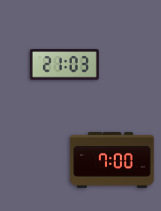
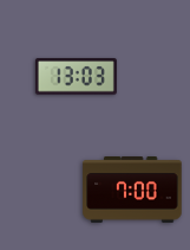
clock at (64, 65): 21:03 -> 13:03
